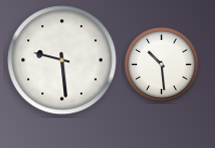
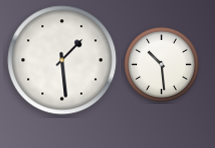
clock at (62, 60): 9:29 -> 1:29
